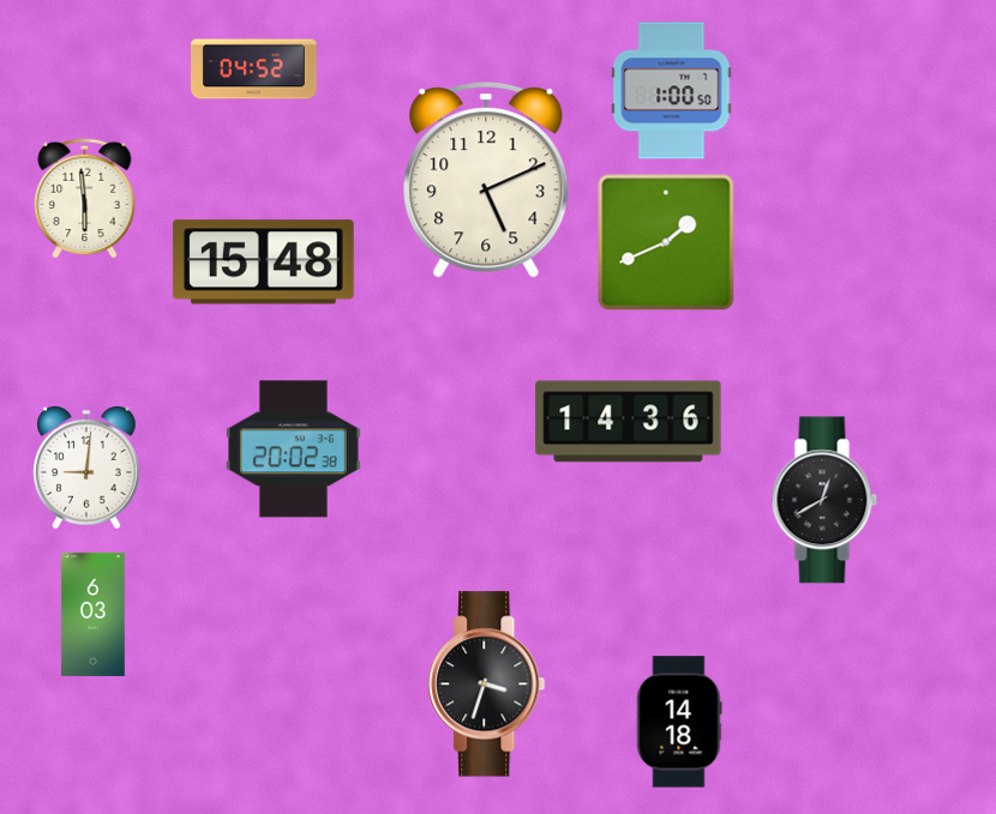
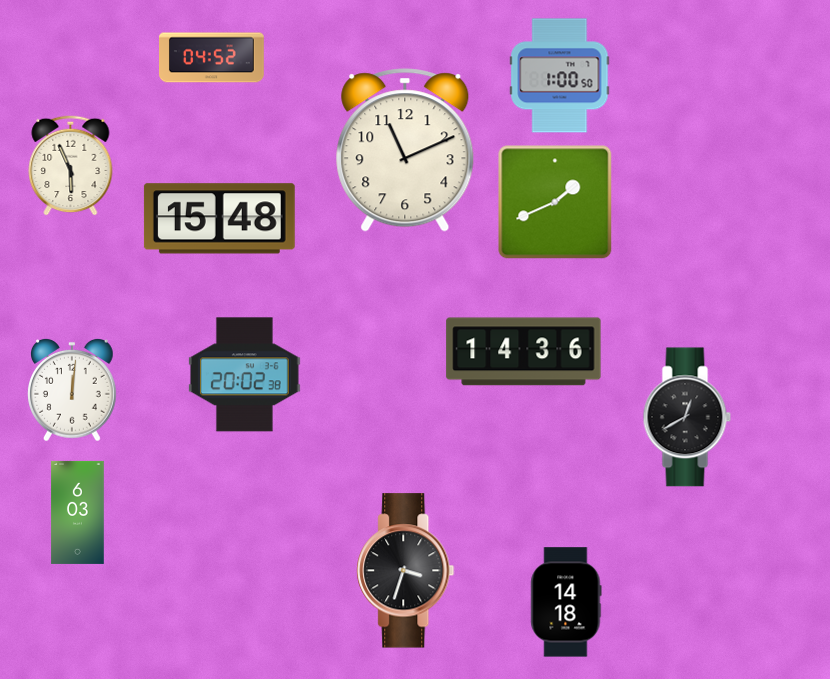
clock at (486, 180): 5:11 -> 11:11
clock at (85, 198): 5:59 -> 5:56
clock at (88, 468): 9:01 -> 12:01
